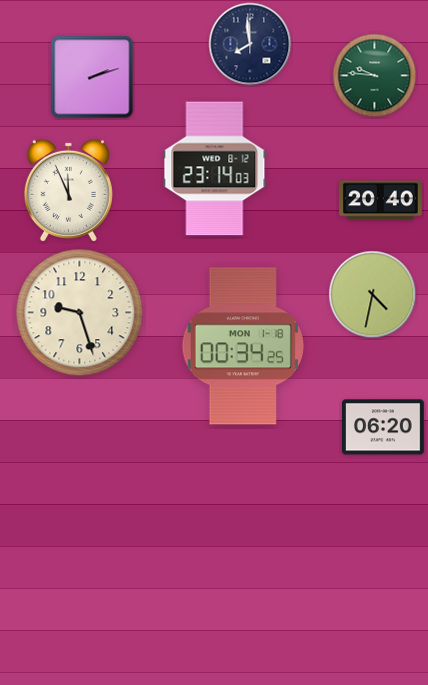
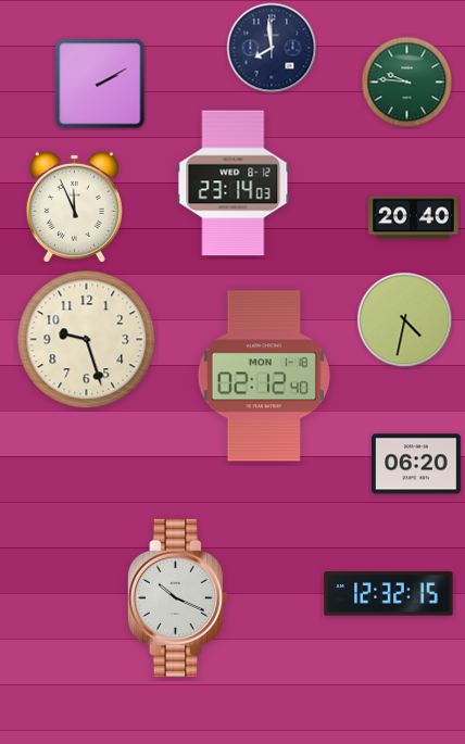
clock at (92, 77): 2:12 -> 2:10
clock at (243, 346): 00:34 -> 02:12
clock at (389, 594): none -> 12:32
clock at (177, 597): none -> 10:19
